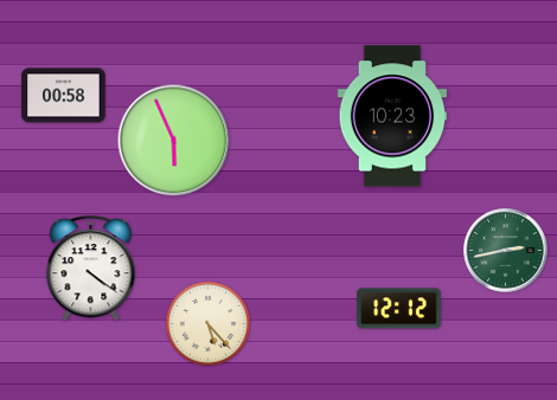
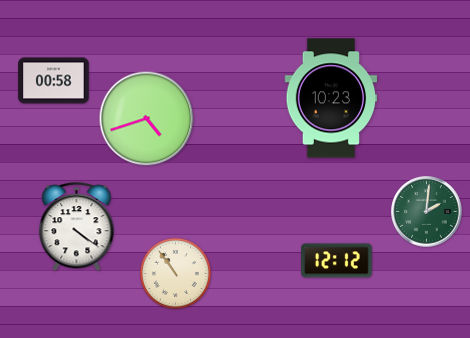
clock at (174, 141): 5:56 -> 4:42
clock at (506, 251): 2:43 -> 2:01
clock at (207, 323): 5:23 -> 10:54
